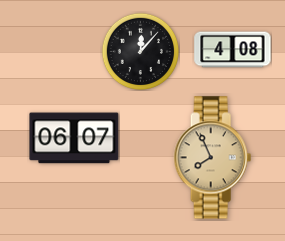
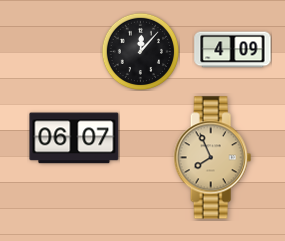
clock at (233, 50): 4:08 -> 4:09
